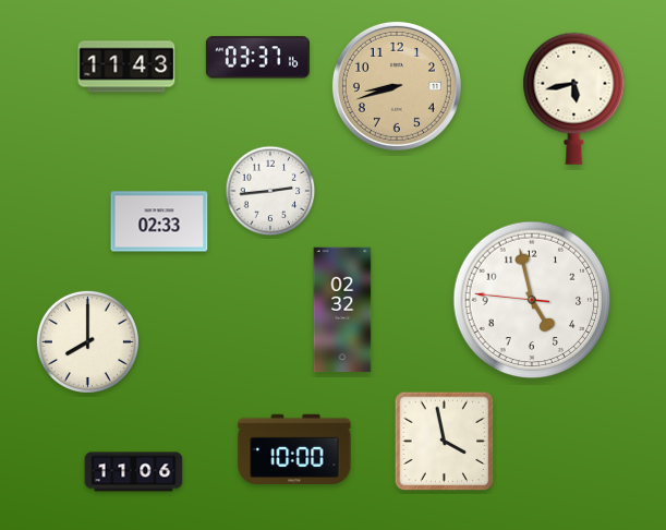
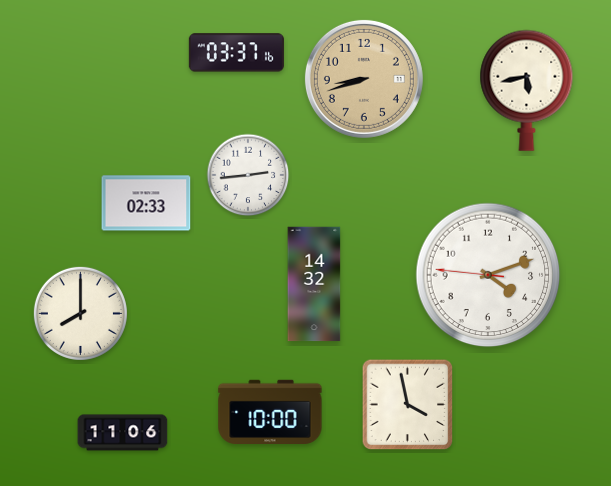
clock at (126, 67): 11:43 -> none
clock at (532, 300): 4:57 -> 4:11
clock at (342, 310): 02:32 -> 14:32
